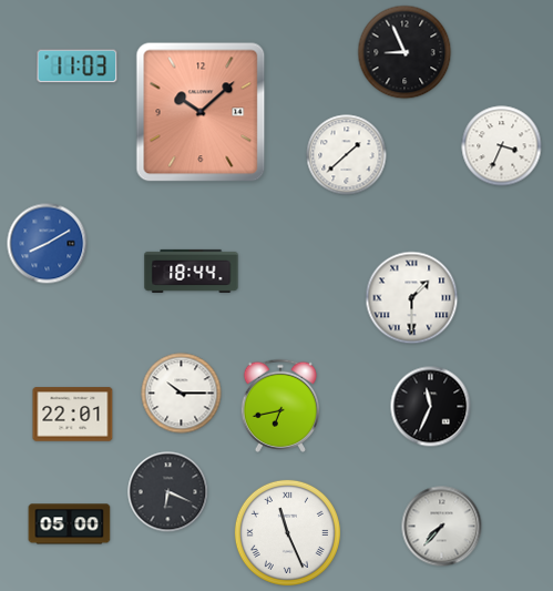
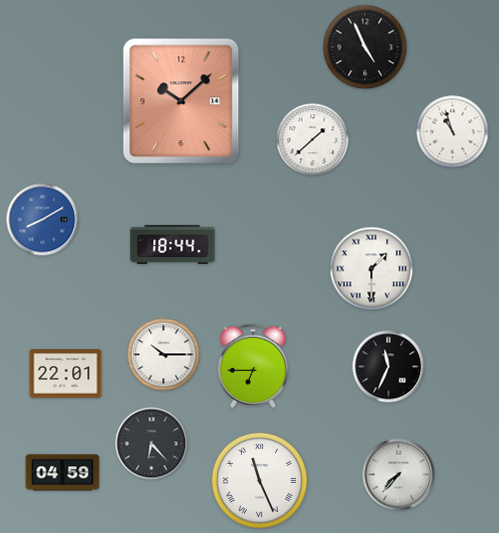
clock at (404, 52): 8:56 -> 4:56
clock at (78, 67): 11:03 -> none
clock at (502, 146): 3:34 -> 10:57
clock at (279, 406): 6:43 -> 6:45
clock at (168, 492): 6:19 -> 6:23
clock at (70, 524): 05:00 -> 04:59
